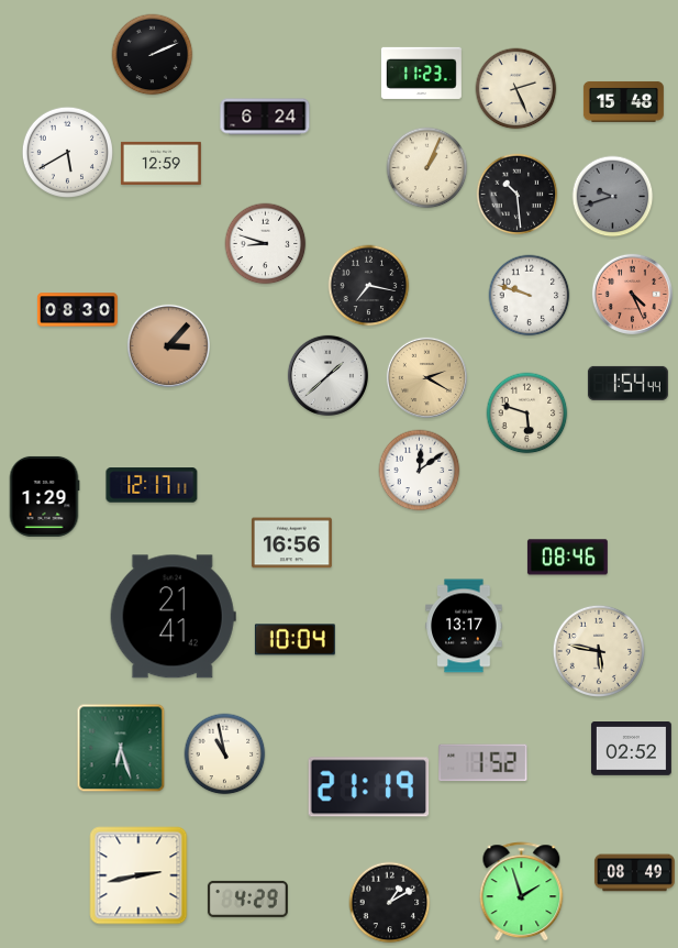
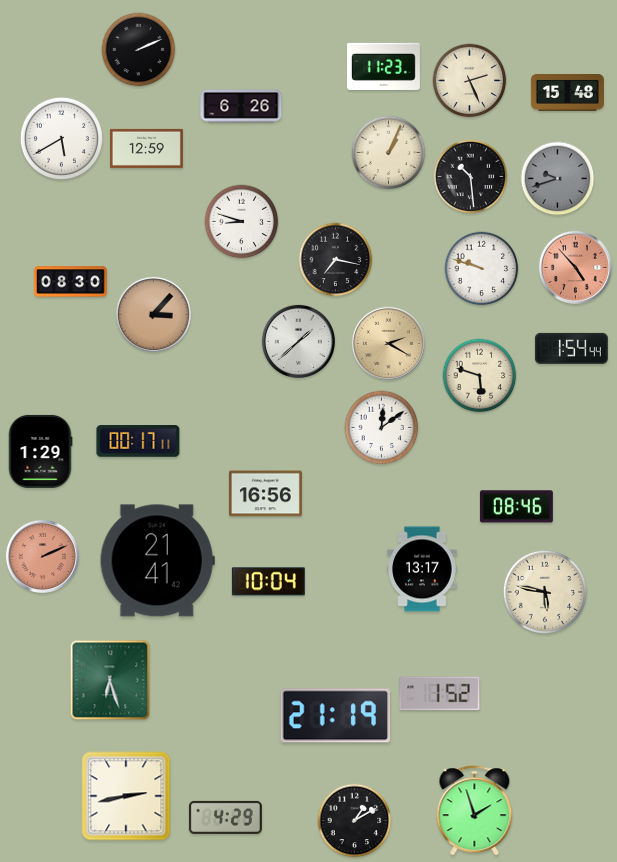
clock at (265, 117): 6:24 -> 6:26
clock at (632, 294): 4:26 -> 4:53
clock at (152, 485): 12:17 -> 00:17
clock at (42, 556): none -> 2:11
clock at (631, 749): 02:52 -> none
clock at (225, 754): 10:58 -> none
clock at (634, 873): 08:49 -> none
